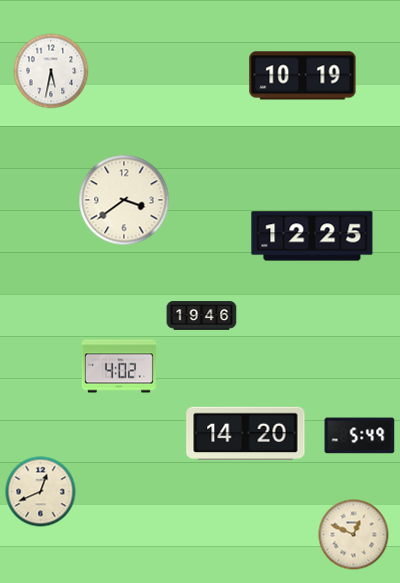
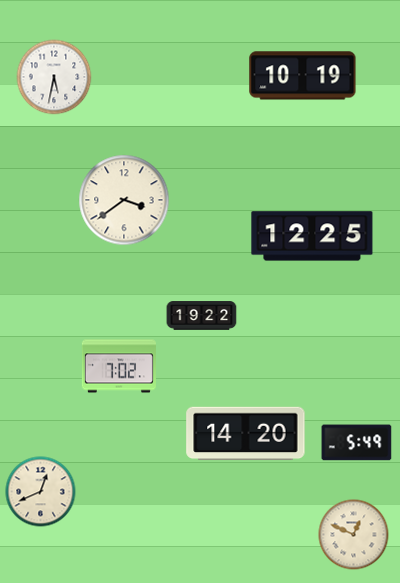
clock at (51, 71) position: (51, 71) -> (54, 77)
clock at (202, 316): 19:46 -> 19:22
clock at (119, 366): 4:02 -> 7:02
clock at (360, 436) position: (360, 436) -> (357, 443)
